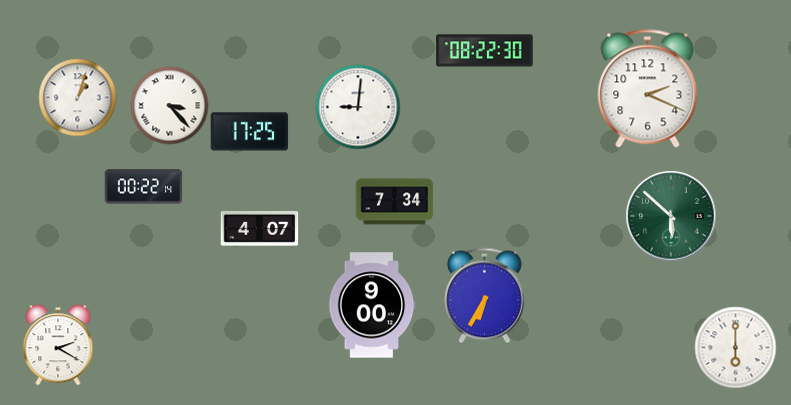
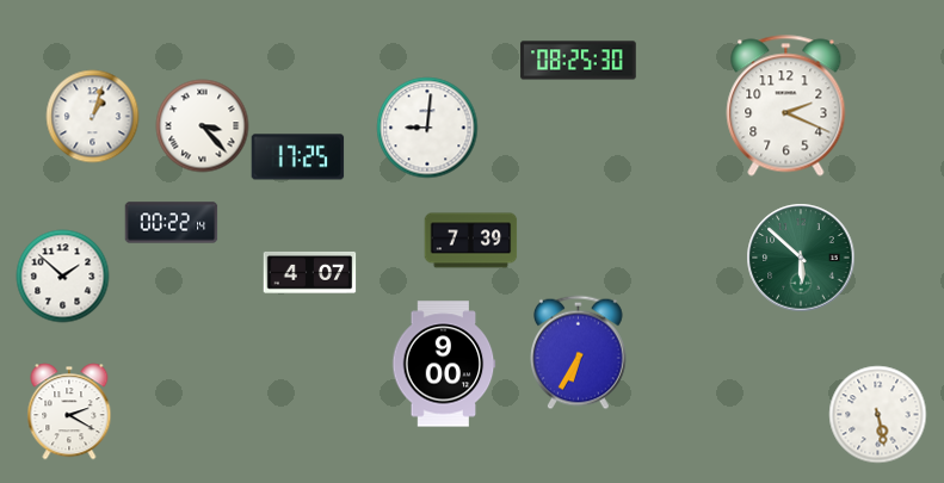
clock at (485, 51): 08:22 -> 08:25
clock at (648, 89) position: (648, 89) -> (786, 106)
clock at (394, 202): 7:34 -> 7:39
clock at (62, 275): none -> 1:52
clock at (735, 347): 6:00 -> 5:28
